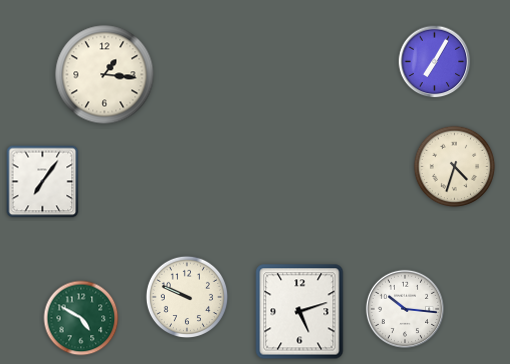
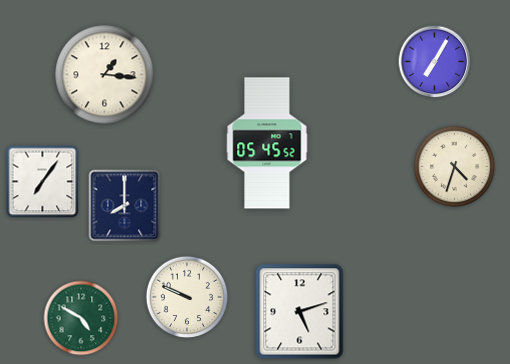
clock at (267, 143): none -> 05:45
clock at (125, 206): none -> 8:00
clock at (404, 308): 10:16 -> none
